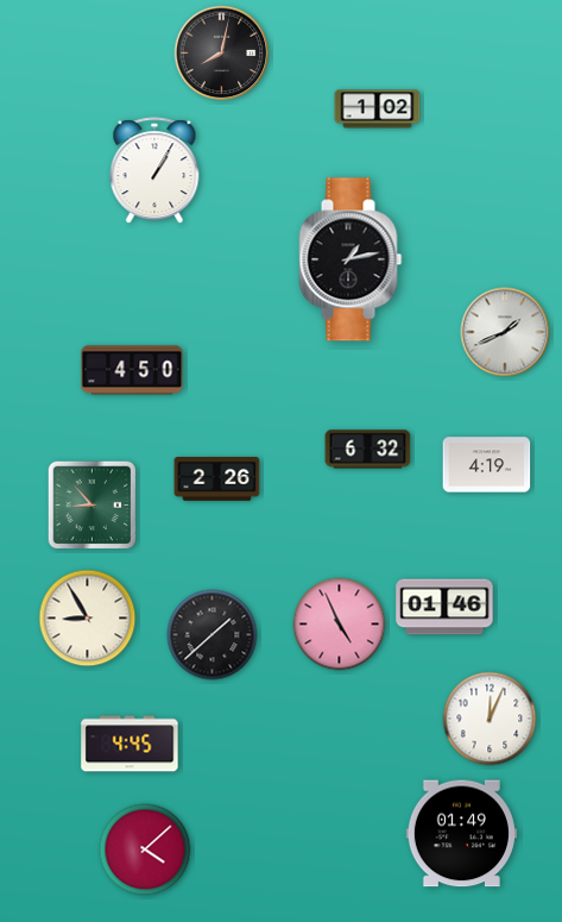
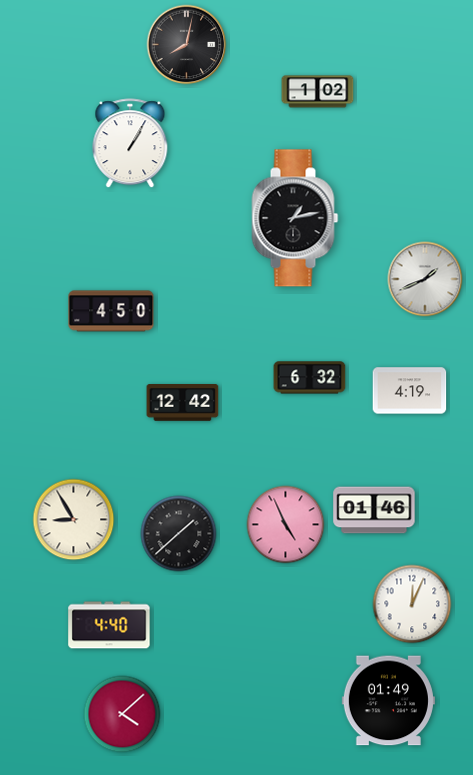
clock at (217, 479): 2:26 -> 12:42
clock at (93, 506): 8:53 -> none
clock at (130, 744): 4:45 -> 4:40
